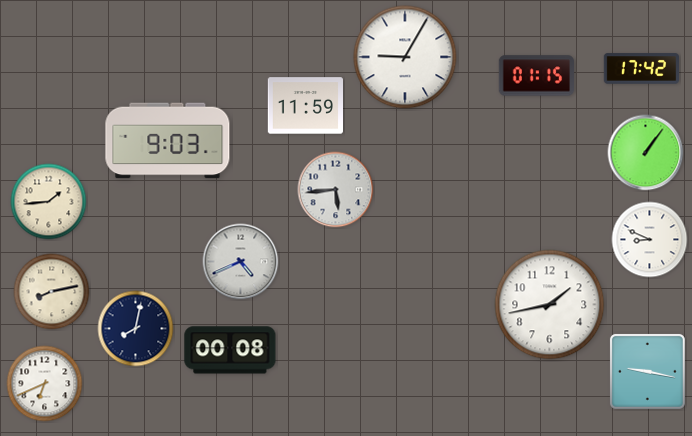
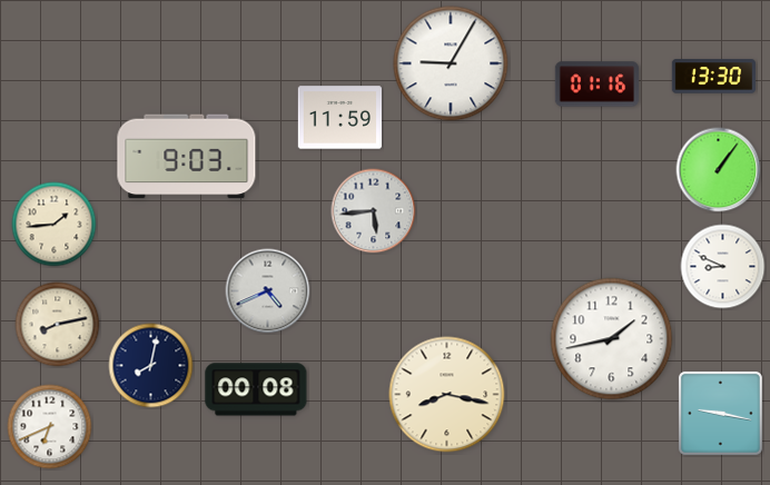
clock at (642, 69): 17:42 -> 13:30
clock at (536, 76): 01:15 -> 01:16
clock at (447, 395): none -> 8:17
